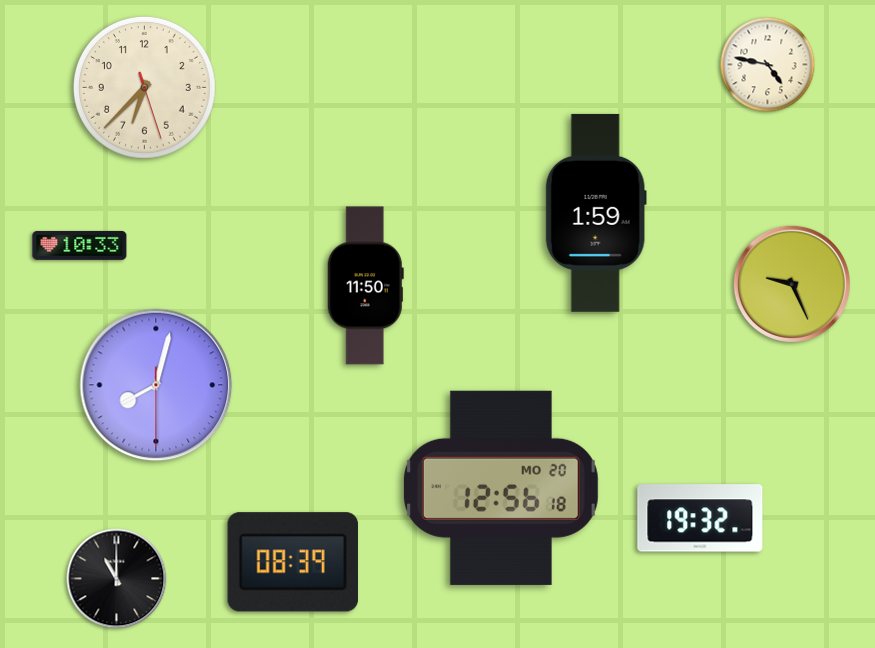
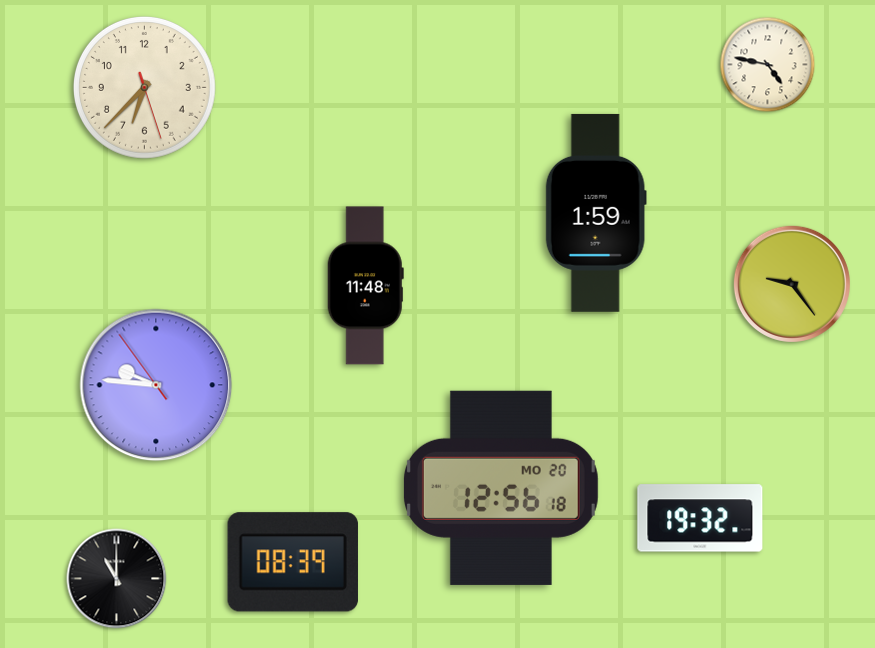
clock at (80, 245): 10:33 -> none
clock at (792, 284): 9:26 -> 9:24
clock at (365, 286): 11:50 -> 11:48
clock at (156, 385): 8:02 -> 9:45
